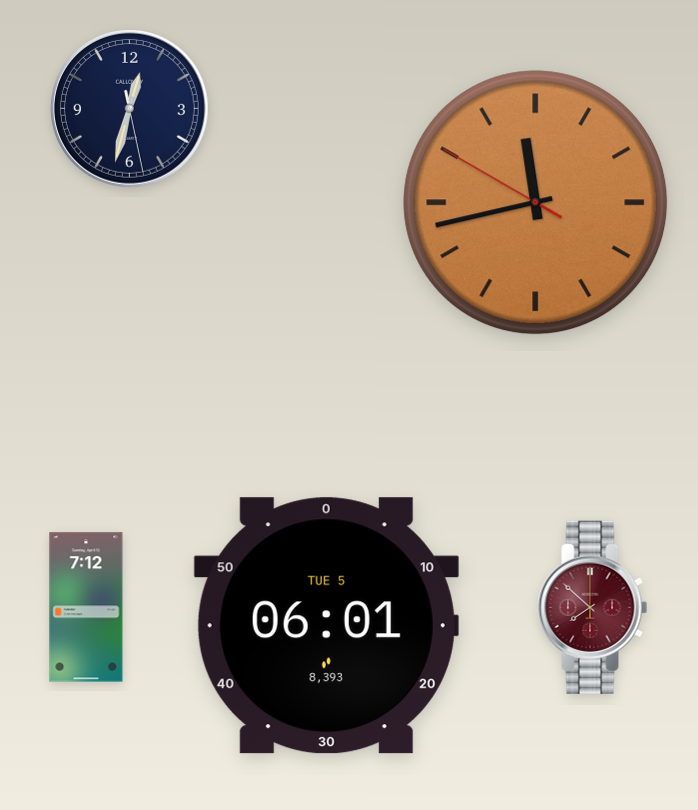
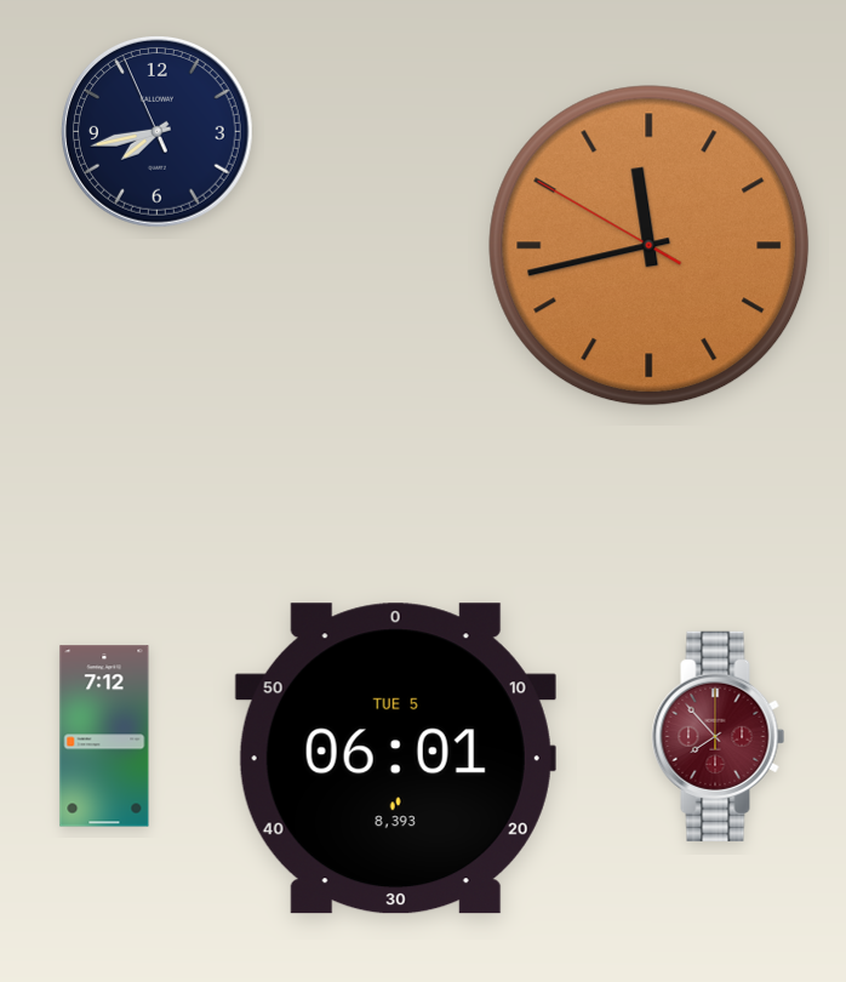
clock at (130, 109): 12:32 -> 7:42
clock at (593, 607): 7:52 -> 7:53
